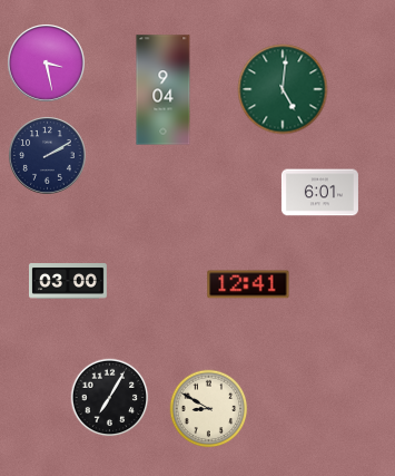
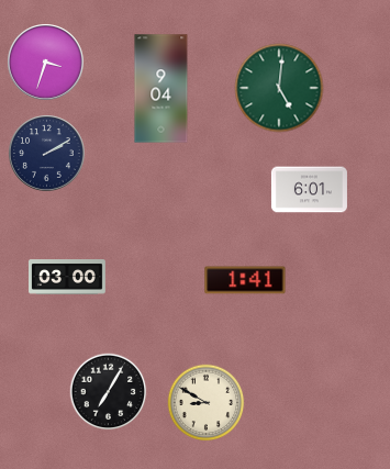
clock at (47, 64): 3:28 -> 3:33
clock at (319, 193) position: (319, 193) -> (309, 190)
clock at (248, 284): 12:41 -> 1:41
